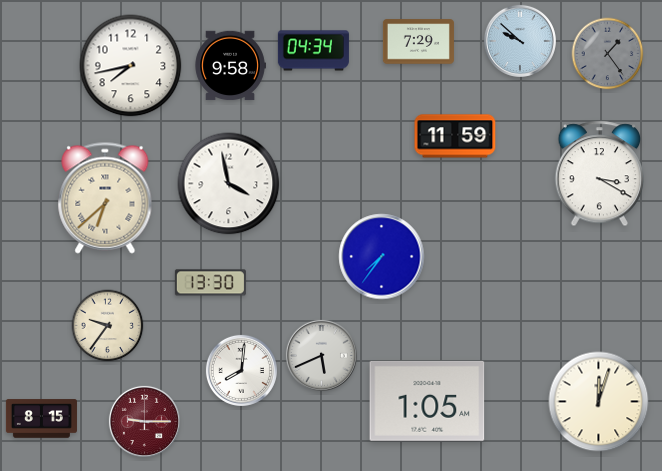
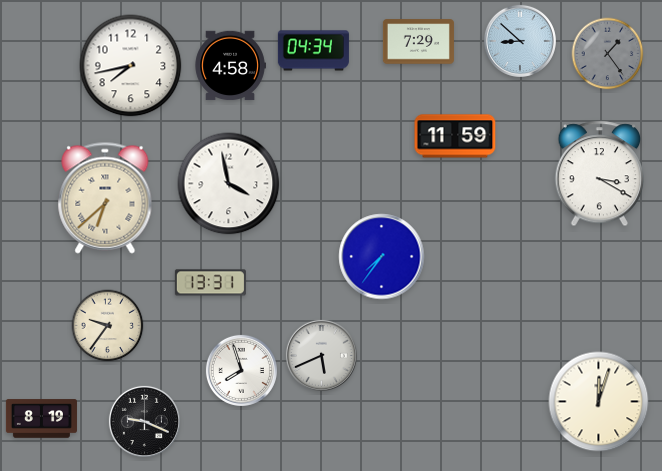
clock at (520, 41): 9:52 -> 8:52
clock at (230, 66): 9:58 -> 4:58
clock at (210, 283): 13:30 -> 13:31
clock at (241, 370): 8:01 -> 7:57
clock at (427, 401): 1:05 -> none
clock at (41, 419): 8:15 -> 8:19
clock at (144, 421): 9:15 -> 9:19
clock at (144, 421) dial: burgundy -> black
